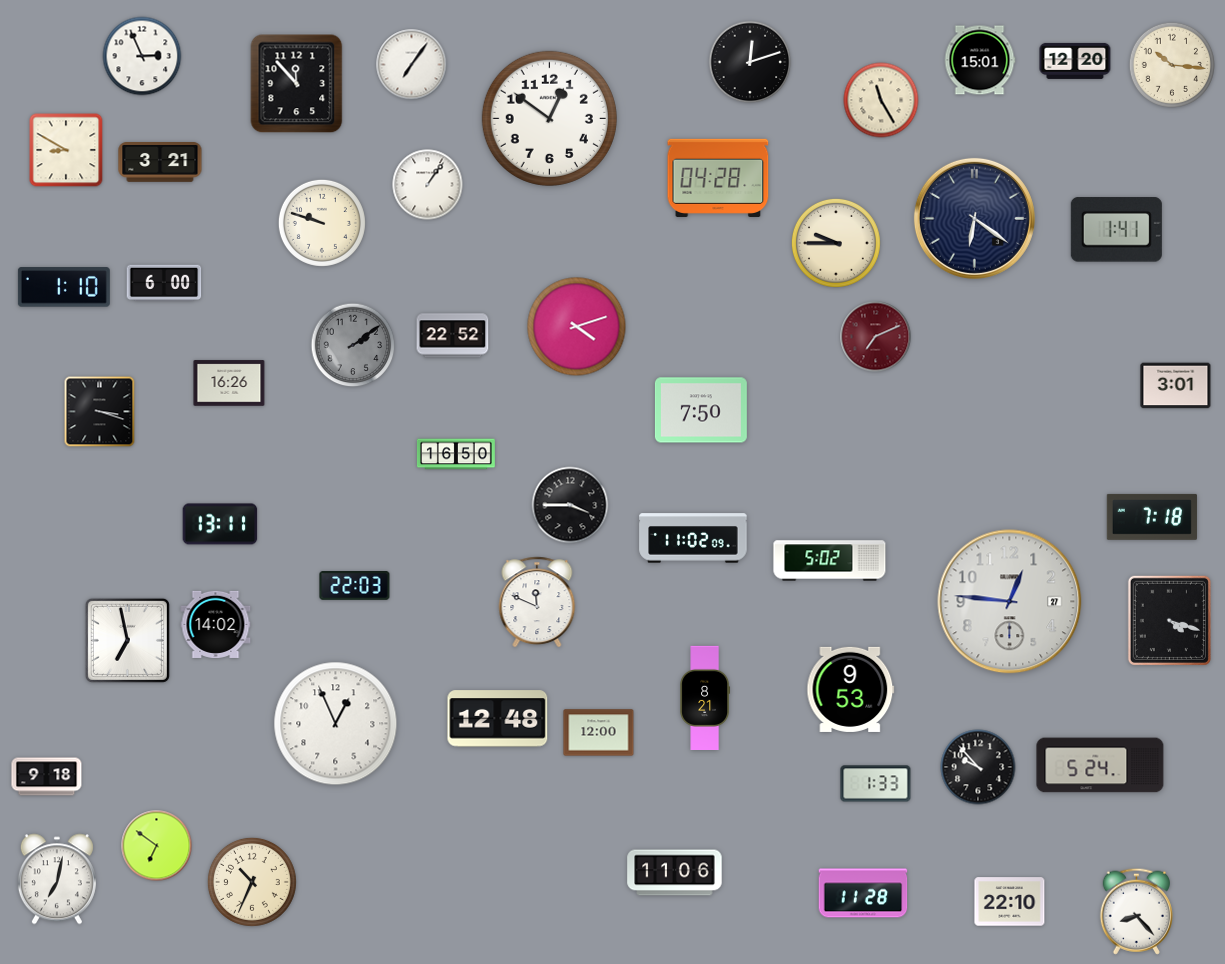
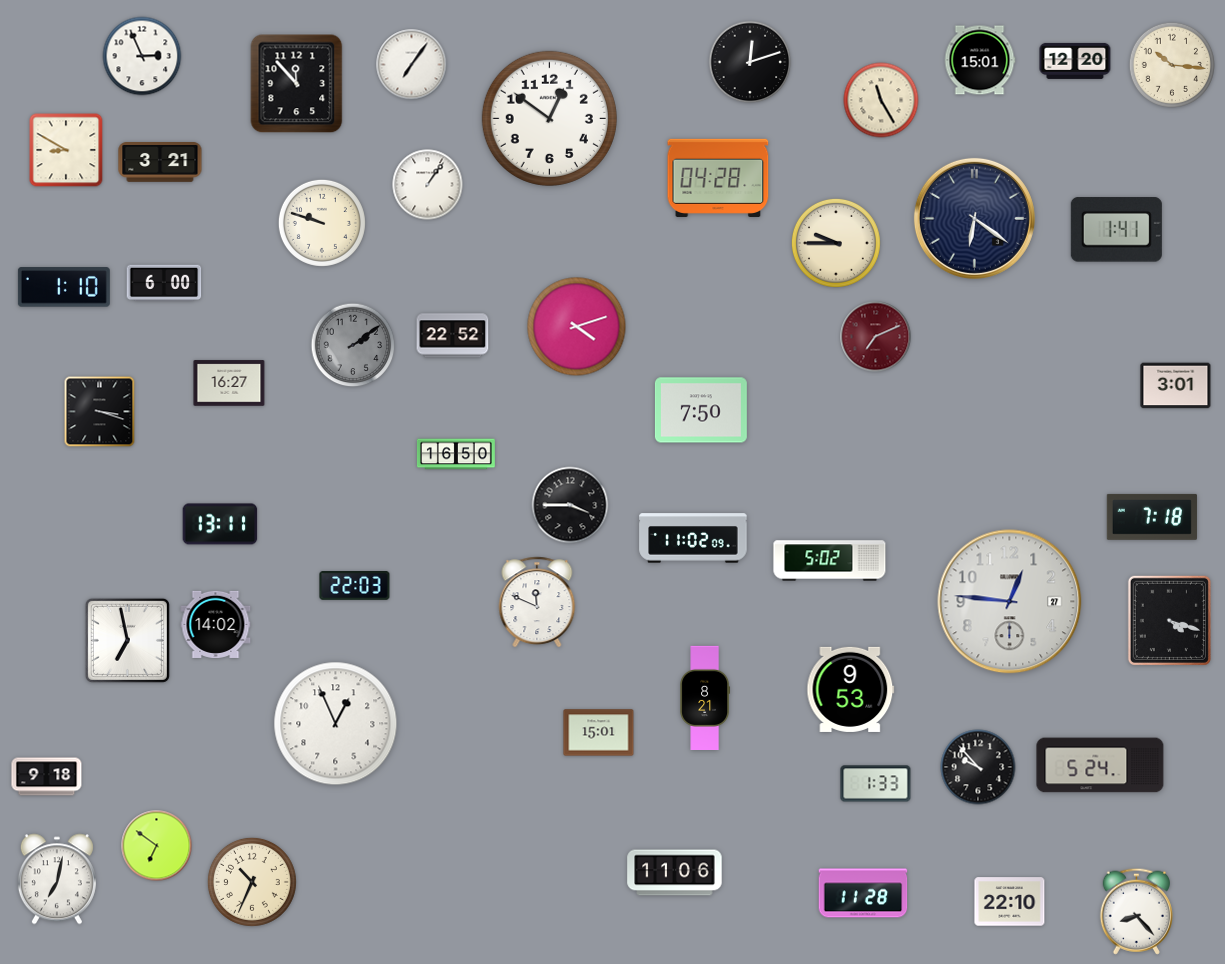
clock at (229, 383): 16:26 -> 16:27
clock at (498, 719): 12:48 -> none
clock at (599, 733): 12:00 -> 15:01
